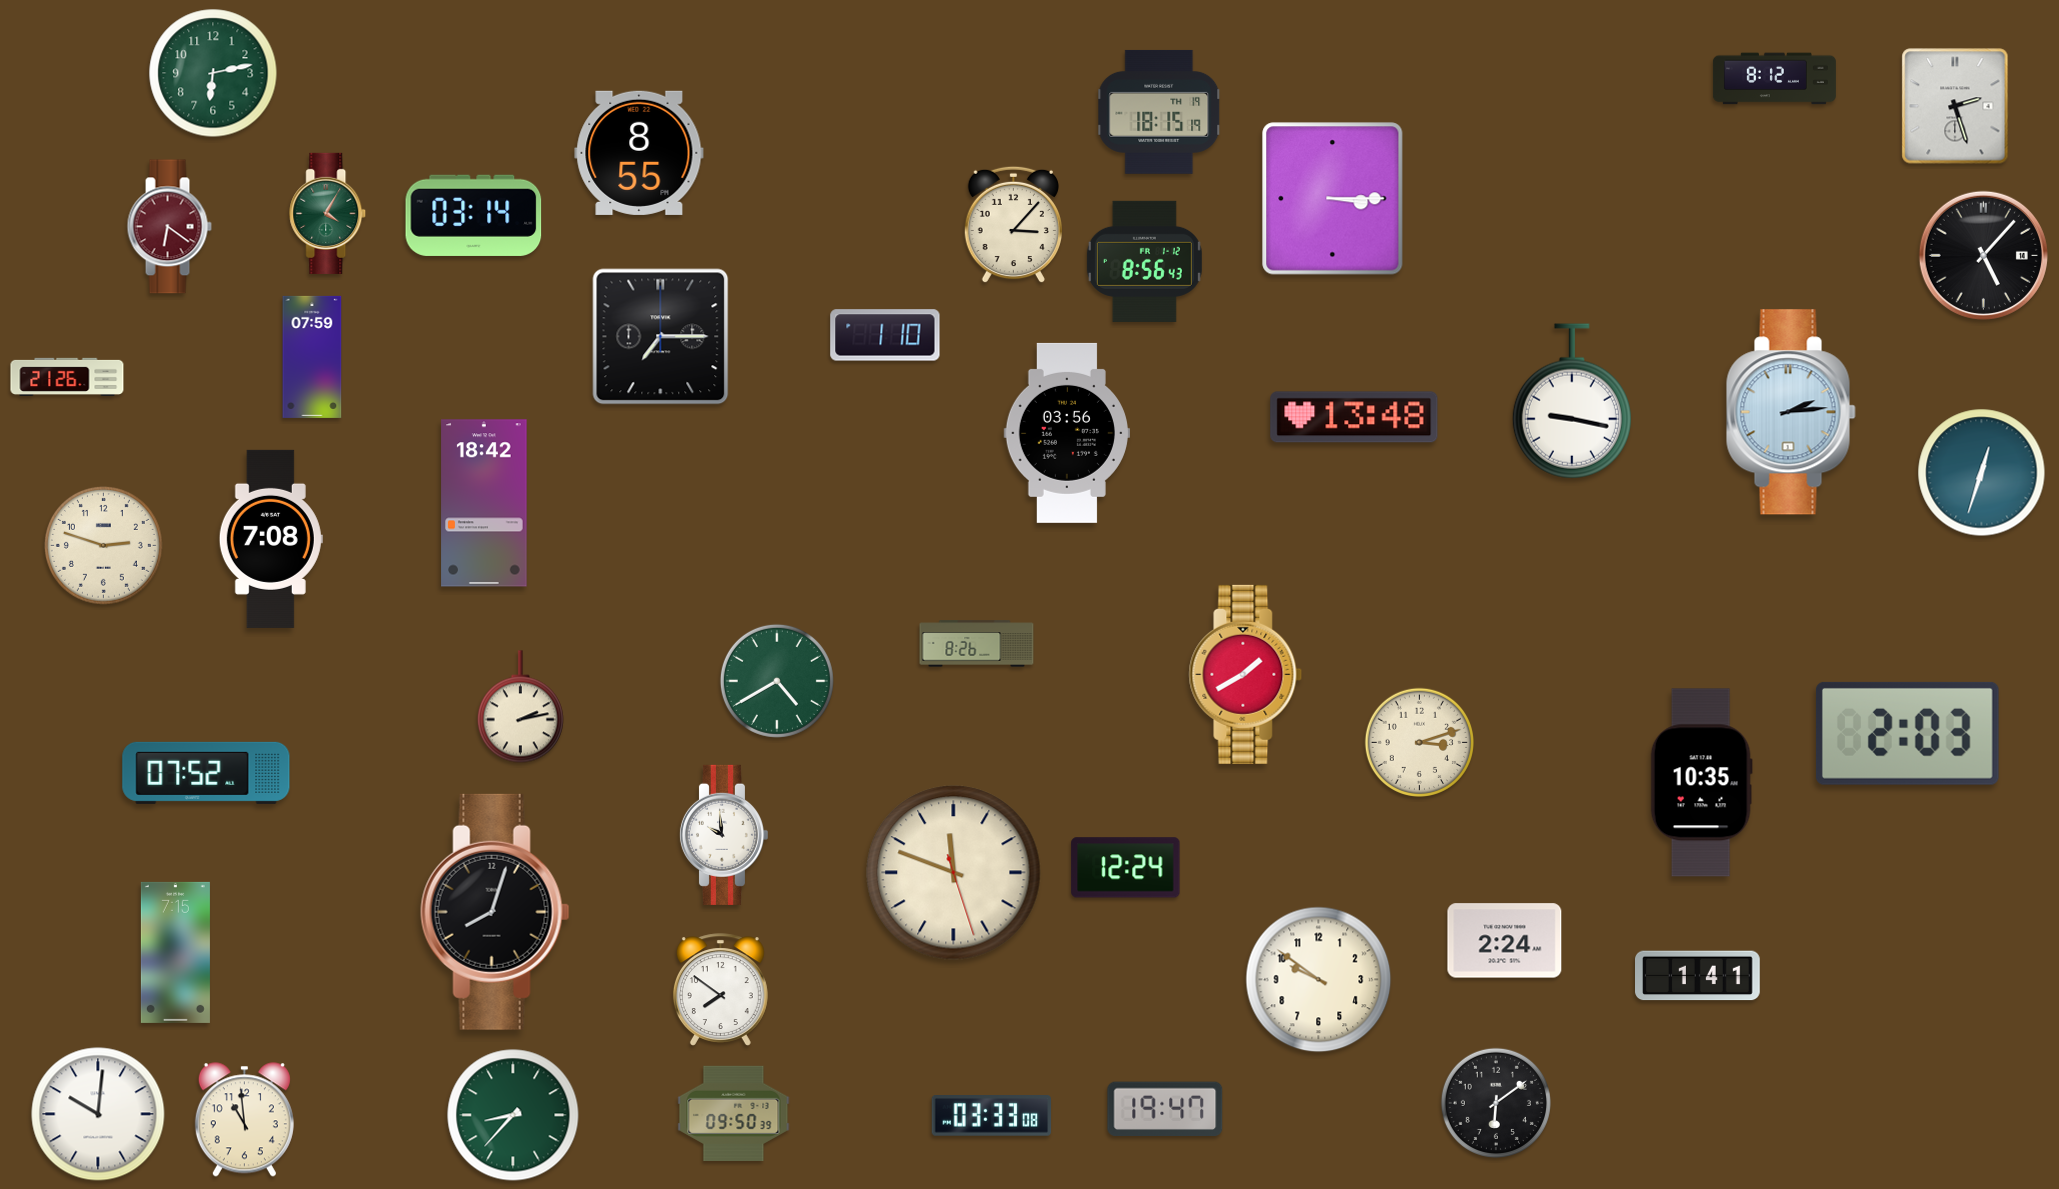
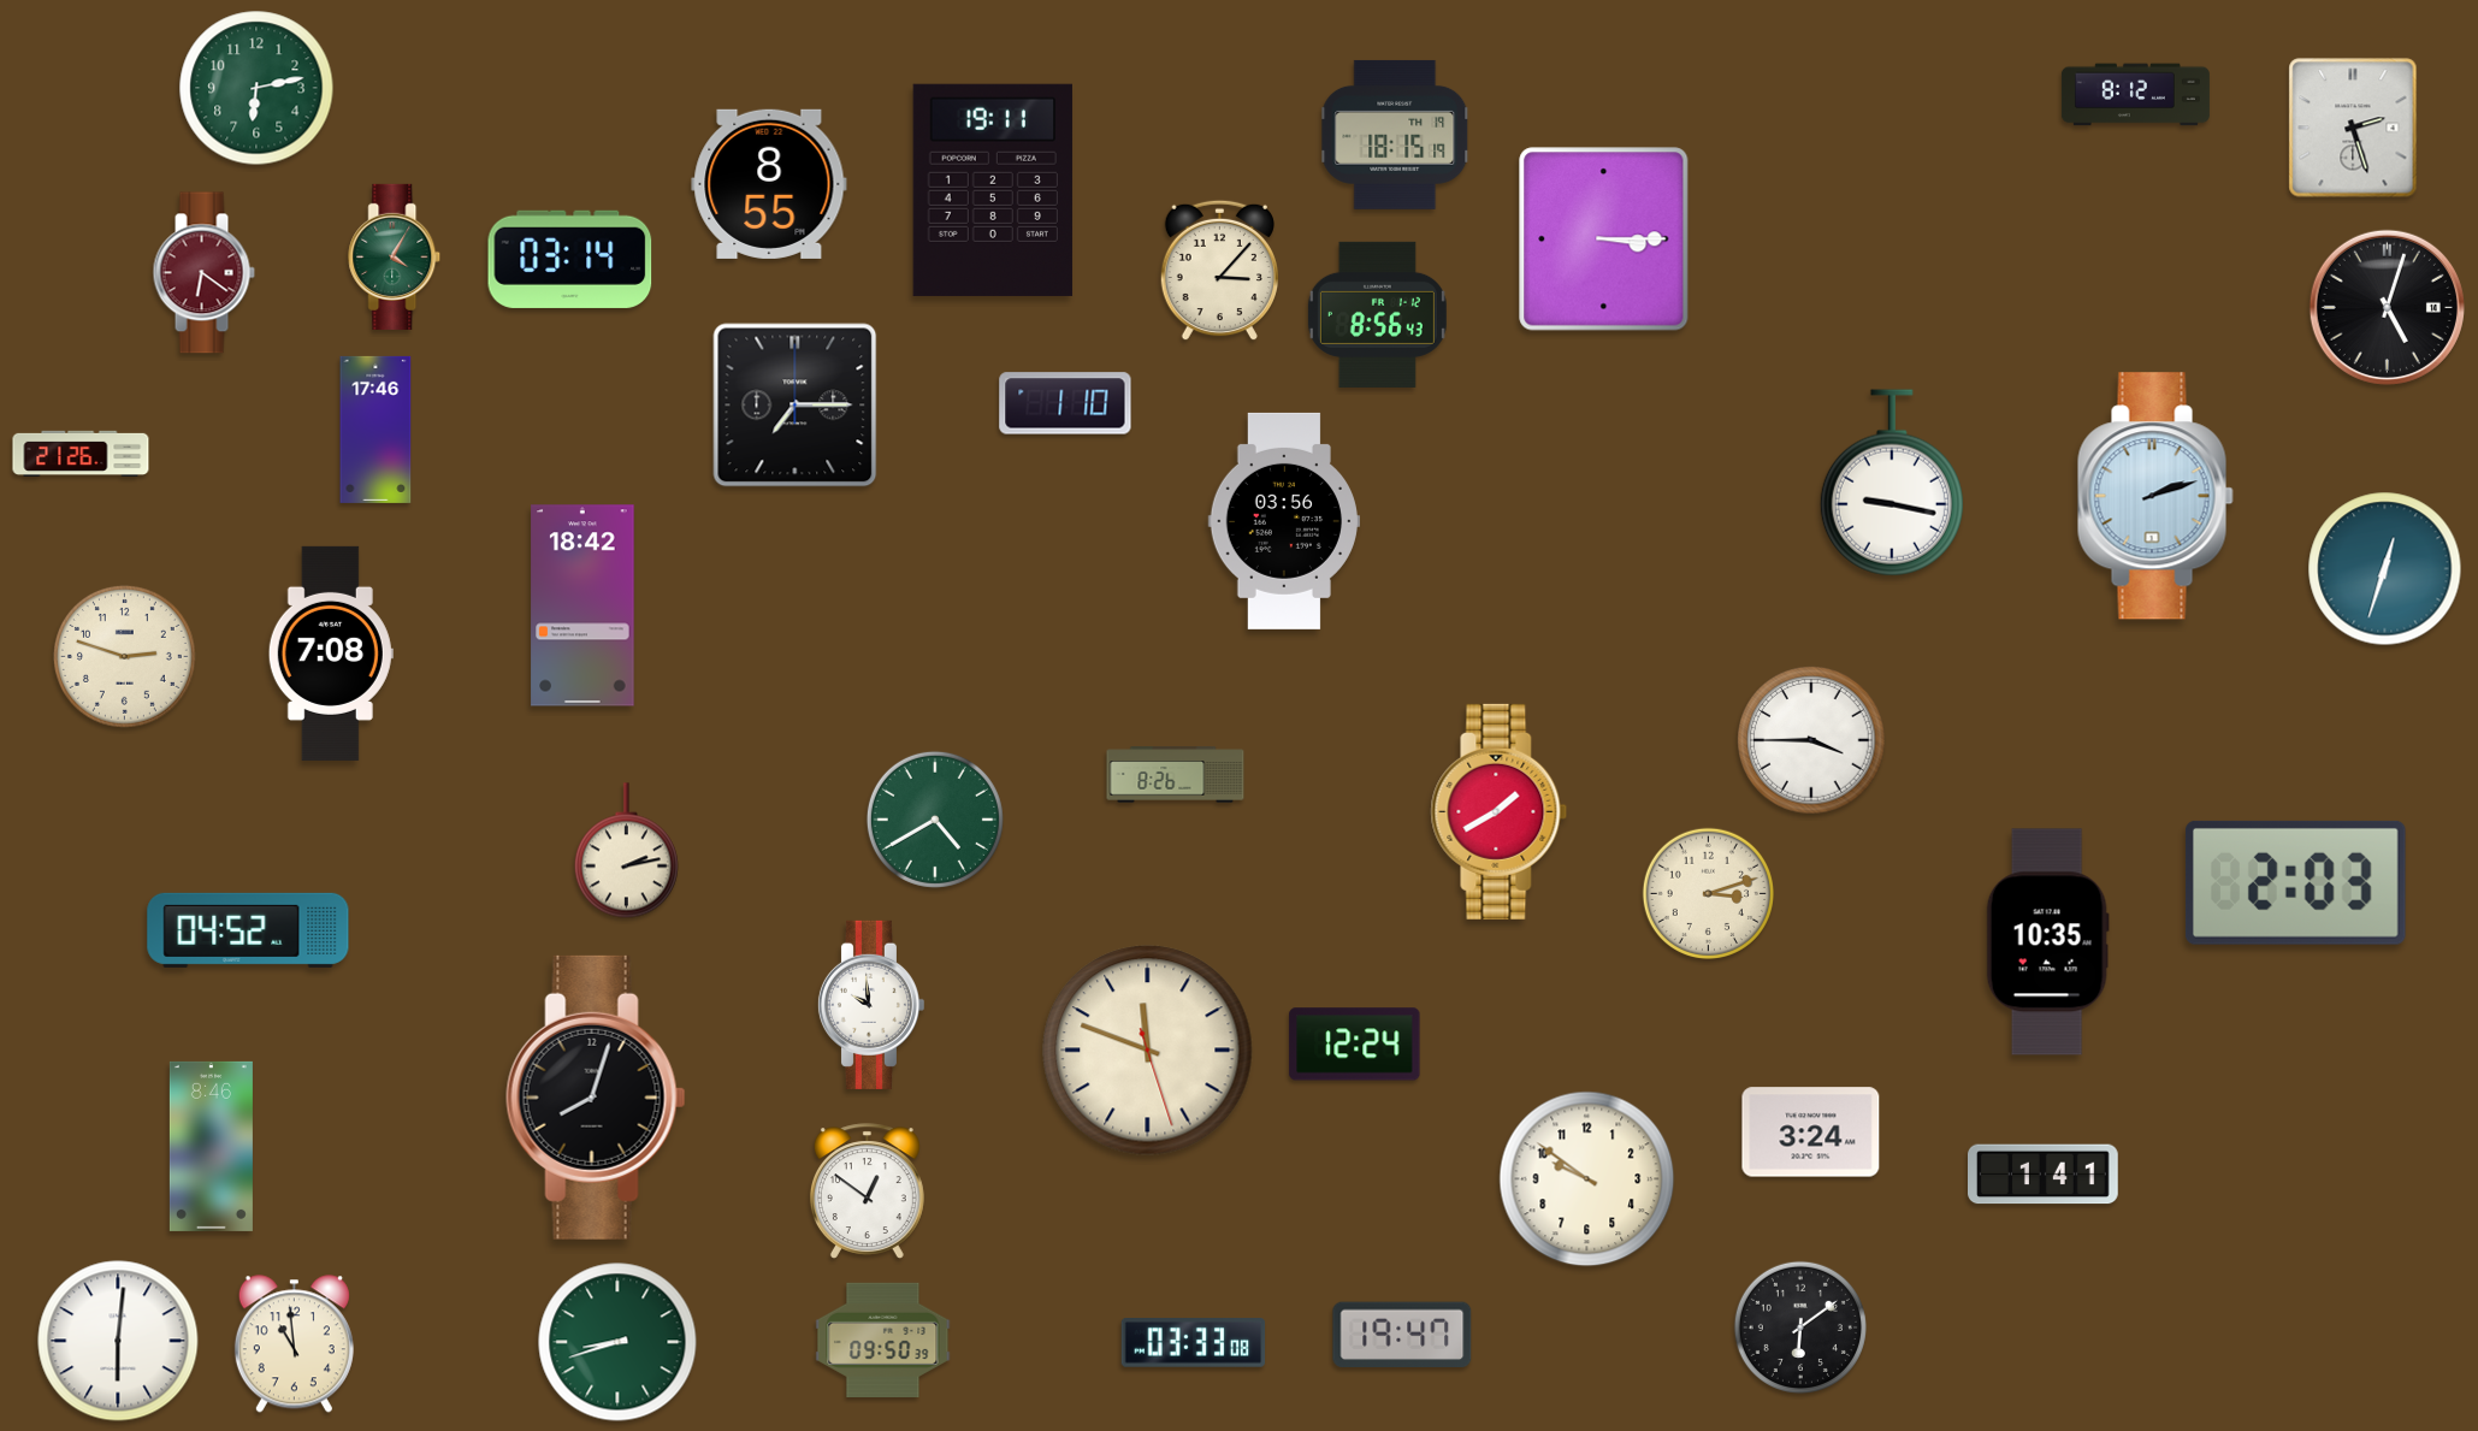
clock at (993, 190): none -> 19:11
clock at (1983, 255): 5:07 -> 5:03
clock at (312, 357): 07:59 -> 17:46
clock at (1791, 412): 2:14 -> 2:12
clock at (1354, 417): 13:48 -> none
clock at (271, 539) position: (271, 539) -> (331, 654)
clock at (1811, 740): none -> 3:45
clock at (206, 773): 07:52 -> 04:52
clock at (1505, 941): 2:24 -> 3:24
clock at (175, 952): 7:15 -> 8:46
clock at (720, 990): 7:51 -> 12:51
clock at (98, 1114): 10:01 -> 6:01
clock at (513, 1115): 8:37 -> 8:42
clock at (244, 1120) position: (244, 1120) -> (294, 1344)
